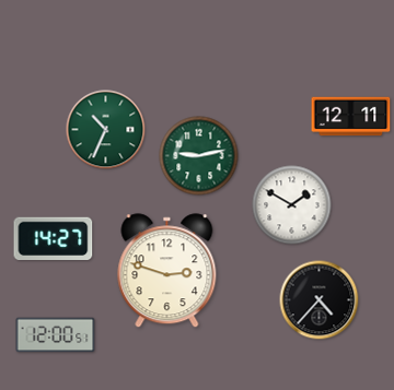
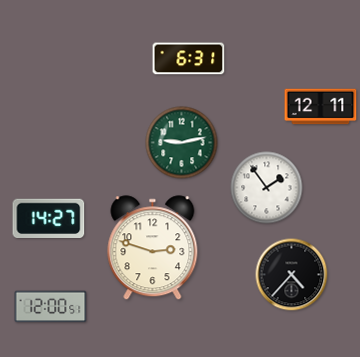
clock at (189, 59): none -> 6:31
clock at (106, 130): 10:34 -> none
clock at (292, 205): 1:50 -> 1:54
